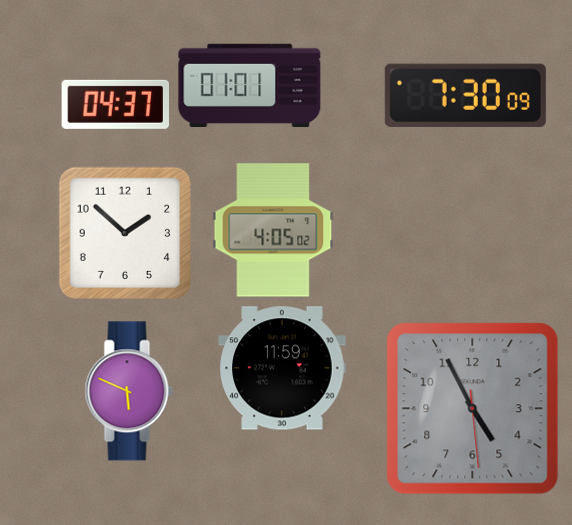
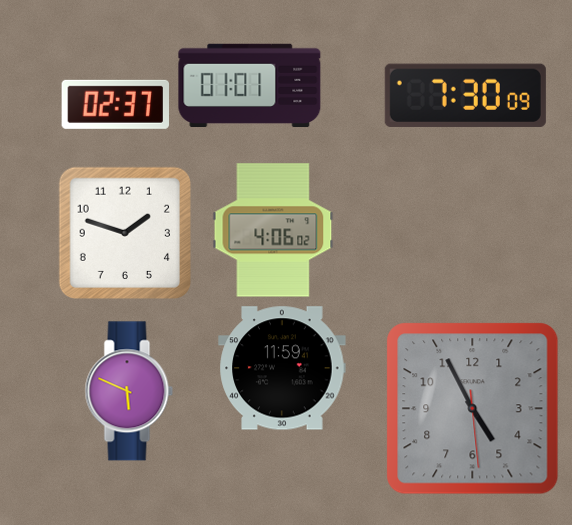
clock at (116, 104): 04:37 -> 02:37
clock at (273, 230): 4:05 -> 4:06
clock at (125, 233): 1:52 -> 1:48
